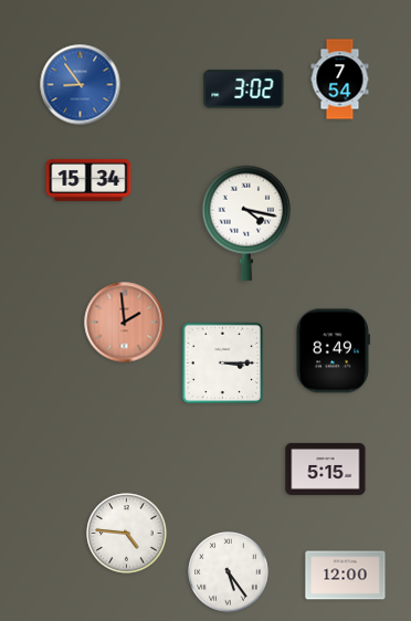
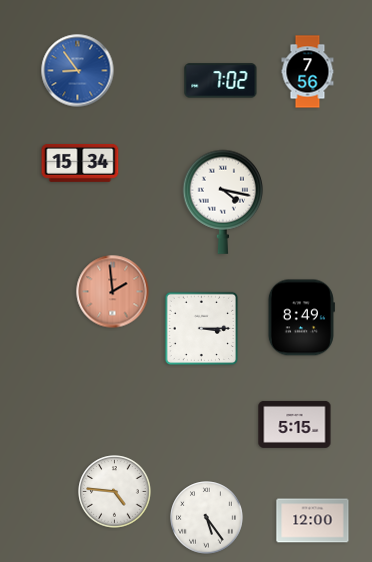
clock at (340, 80): 7:54 -> 7:56
clock at (81, 85) position: (81, 85) -> (78, 71)
clock at (244, 90): 3:02 -> 7:02
clock at (127, 534) position: (127, 534) -> (115, 492)
